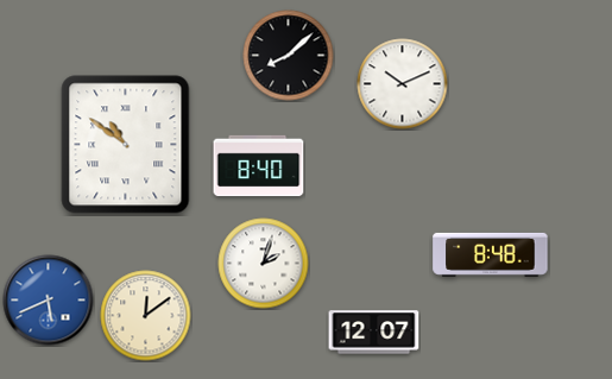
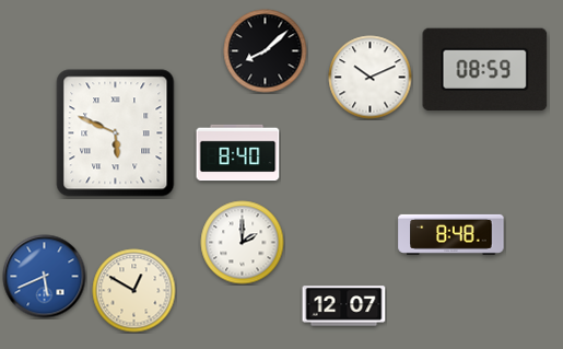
clock at (485, 70): none -> 08:59
clock at (126, 145): 10:51 -> 5:49
clock at (264, 264): 2:03 -> 2:00
clock at (146, 316): 12:09 -> 12:50
